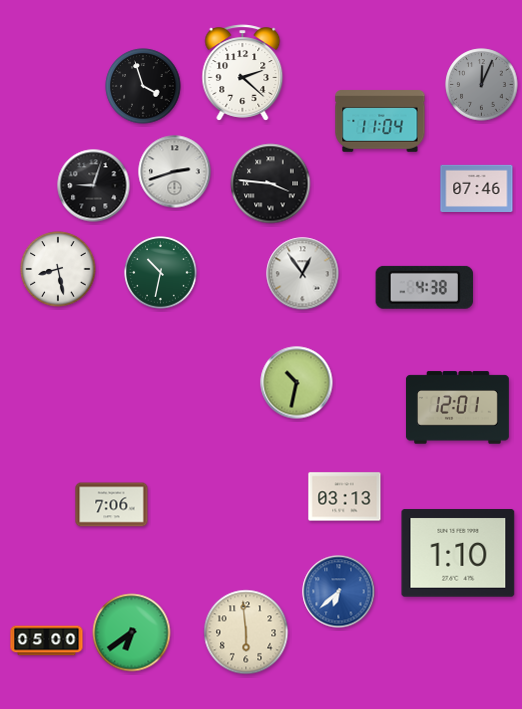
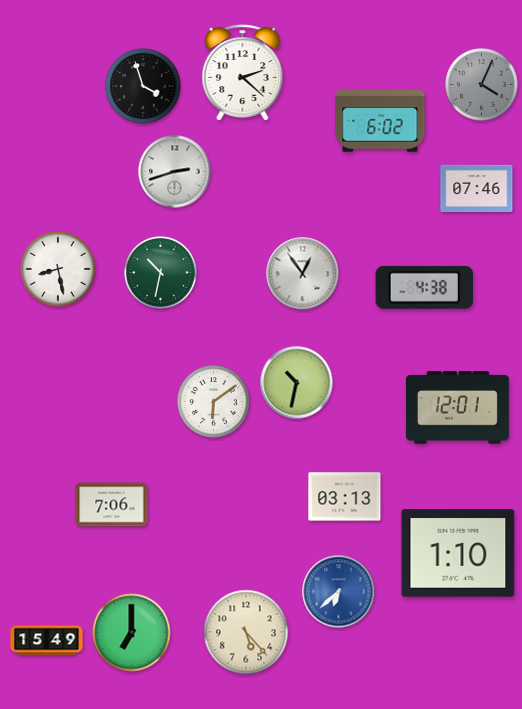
clock at (482, 85): 12:04 -> 4:04
clock at (380, 121): 11:04 -> 6:02
clock at (271, 184): 3:46 -> none
clock at (94, 186): 9:03 -> none
clock at (214, 402): none -> 6:09
clock at (246, 632): 5:59 -> 5:23
clock at (132, 633): 6:39 -> 7:00
clock at (47, 641): 05:00 -> 15:49
